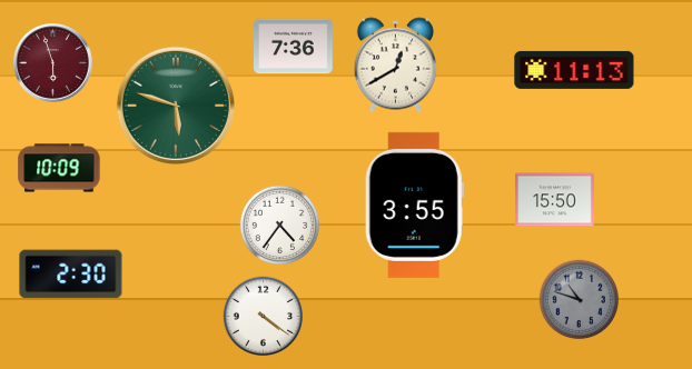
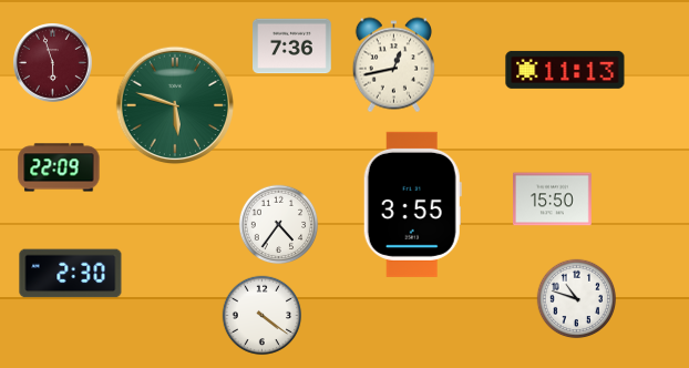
clock at (395, 66): 12:40 -> 12:43
clock at (574, 70) position: (574, 70) -> (565, 70)
clock at (59, 168): 10:09 -> 22:09
clock at (580, 300) dial: grey -> white
